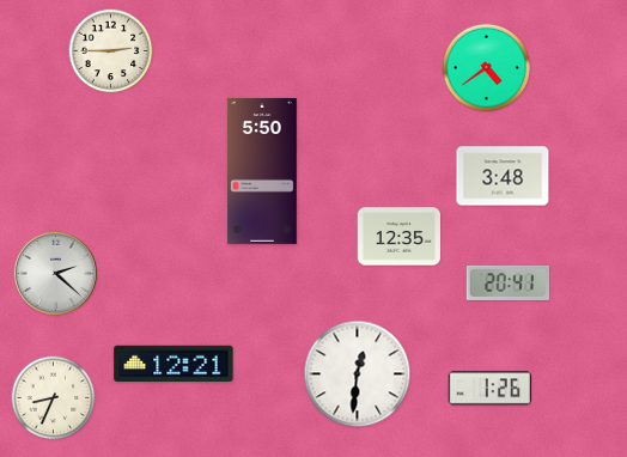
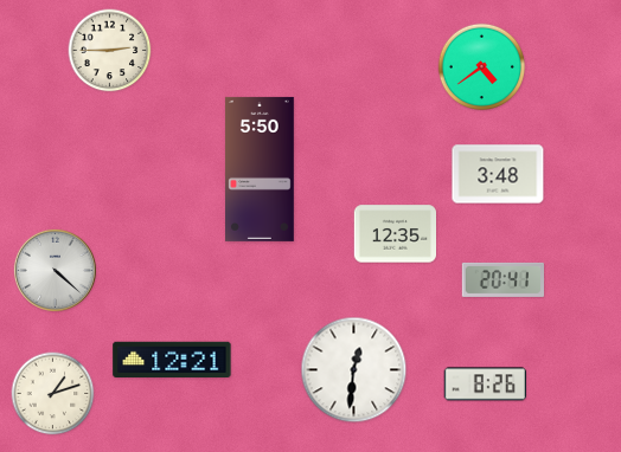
clock at (55, 273): 2:22 -> 4:22
clock at (489, 389): 1:26 -> 8:26
clock at (54, 398): 8:34 -> 1:12
